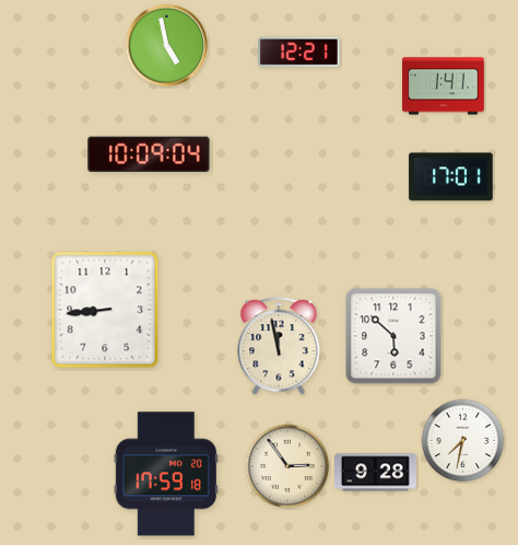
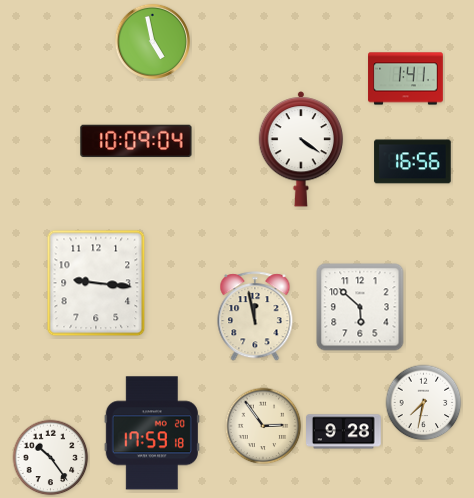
clock at (299, 53): 12:21 -> none
clock at (301, 149): none -> 4:21
clock at (451, 177): 17:01 -> 16:56
clock at (105, 310): 8:44 -> 9:16
clock at (51, 458): none -> 10:24
